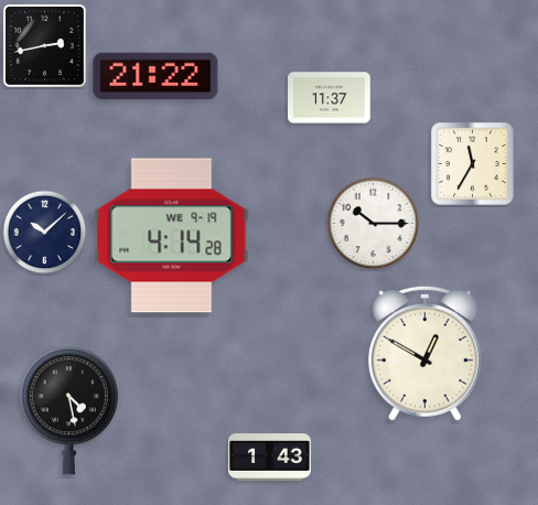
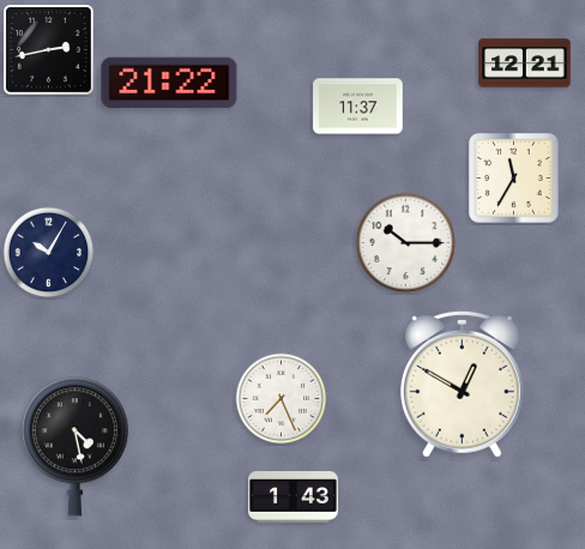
clock at (525, 64): none -> 12:21
clock at (45, 233): 10:08 -> 10:05
clock at (172, 236): 4:14 -> none
clock at (282, 399): none -> 7:26
